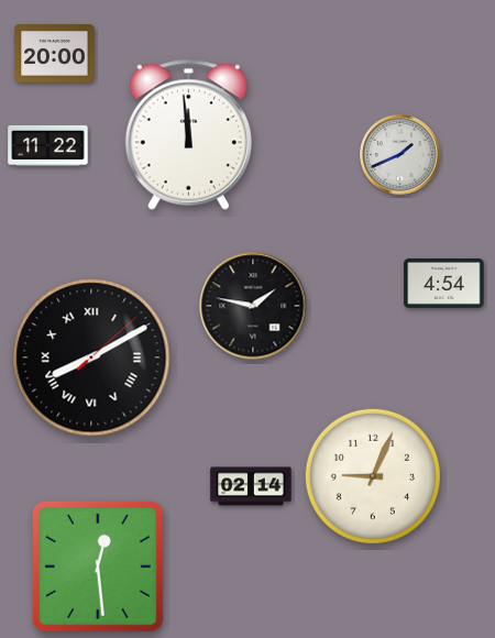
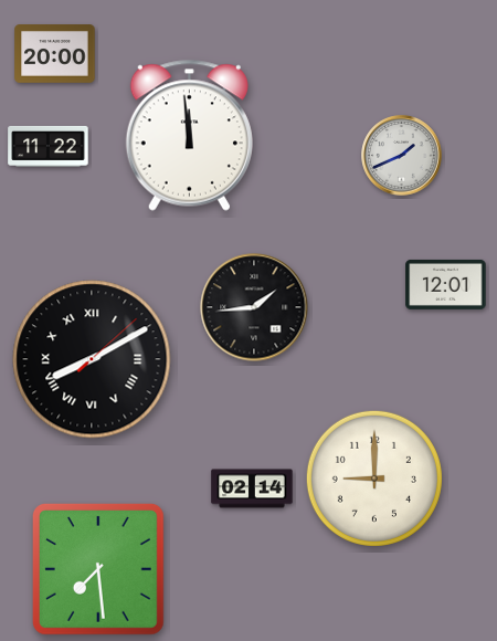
clock at (444, 283): 4:54 -> 12:01
clock at (253, 306): 1:47 -> 1:44
clock at (373, 476): 9:04 -> 9:00
clock at (98, 566): 12:29 -> 7:29
